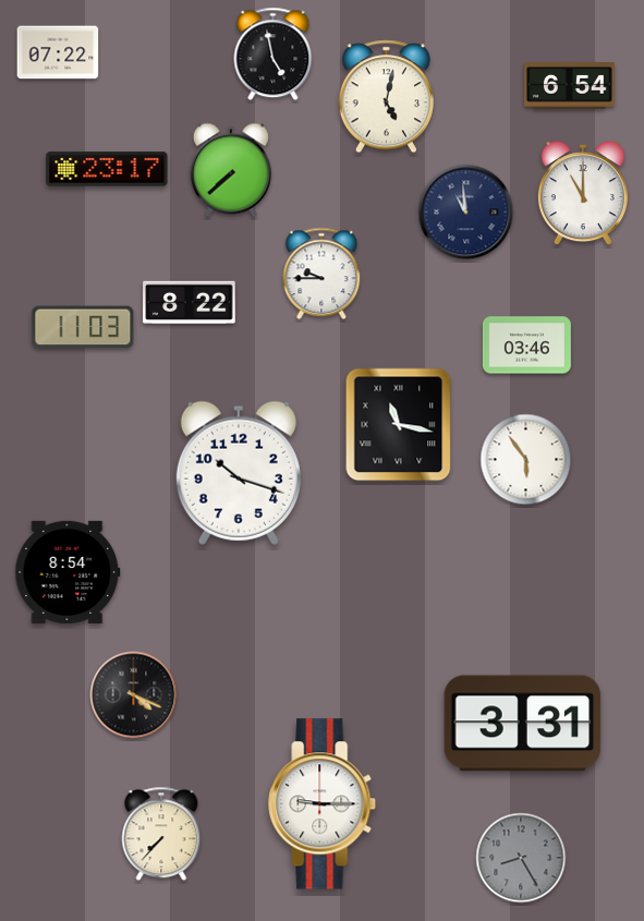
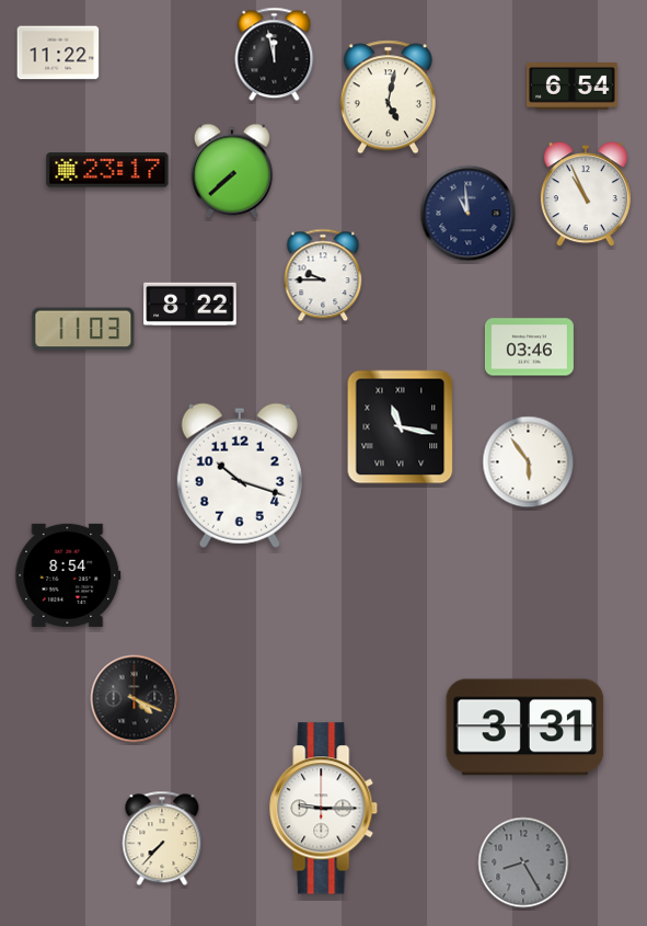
clock at (58, 52): 07:22 -> 11:22
clock at (274, 54): 4:58 -> 11:58
clock at (583, 194): 11:00 -> 10:56
